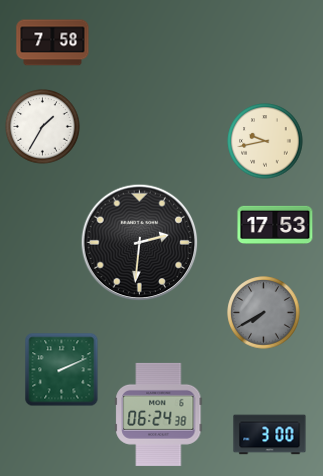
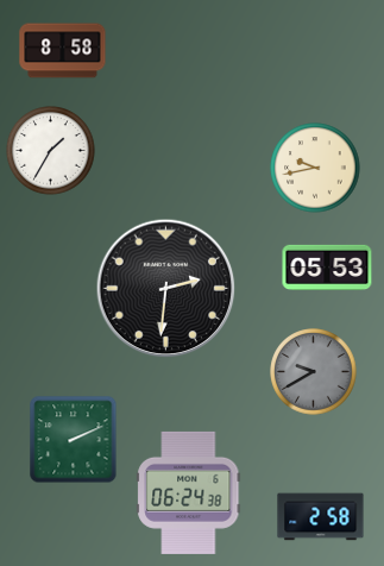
clock at (53, 43): 7:58 -> 8:58
clock at (275, 224): 17:53 -> 05:53
clock at (264, 313): 7:40 -> 9:40
clock at (270, 435): 3:00 -> 2:58
